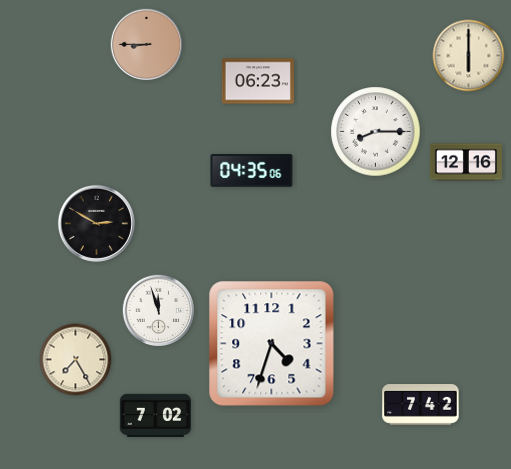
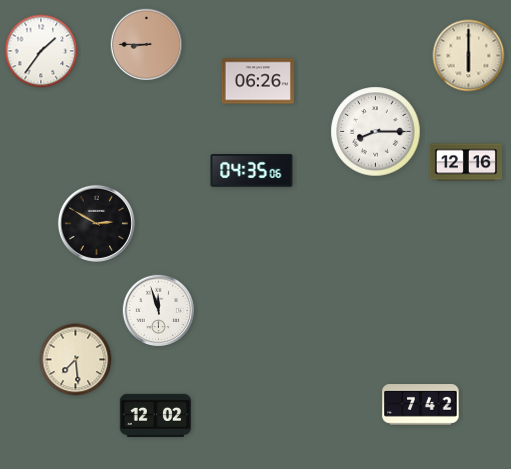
clock at (41, 51): none -> 1:36
clock at (258, 81): 06:23 -> 06:26
clock at (272, 344): 4:33 -> none
clock at (76, 360): 7:25 -> 7:29
clock at (156, 415): 7:02 -> 12:02
